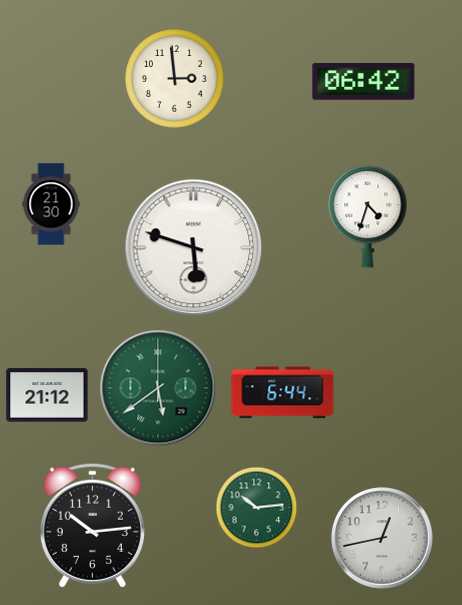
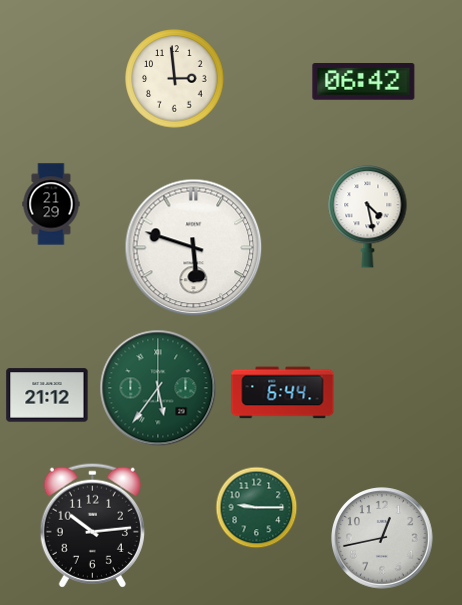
clock at (51, 204): 21:30 -> 21:29
clock at (368, 217): 4:33 -> 4:28
clock at (158, 388): 5:39 -> 5:36
clock at (257, 508): 10:14 -> 9:15
